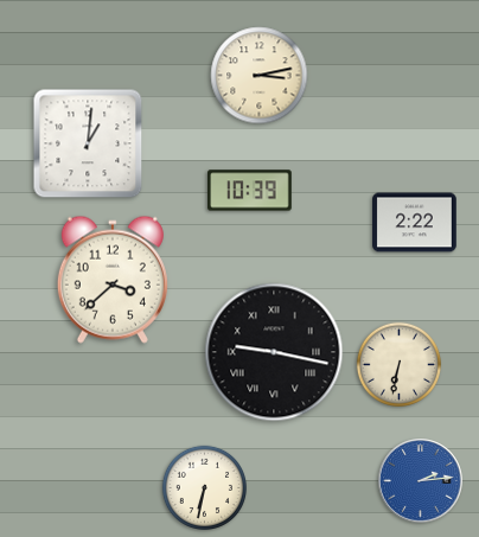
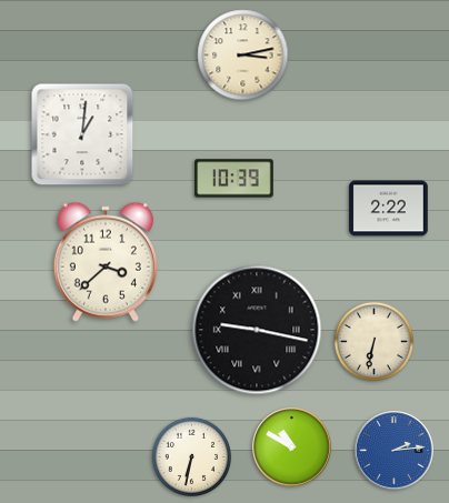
clock at (260, 76) position: (260, 76) -> (243, 56)
clock at (292, 447): none -> 10:50
